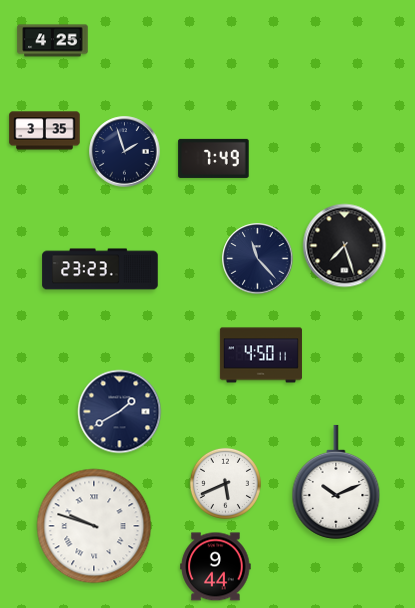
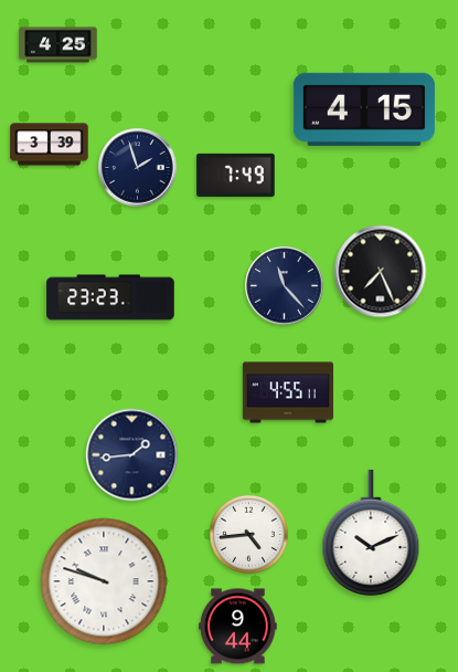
clock at (364, 109): none -> 4:15
clock at (45, 131): 3:35 -> 3:39
clock at (345, 246): 7:27 -> 7:26
clock at (261, 355): 4:50 -> 4:55
clock at (120, 412): 1:40 -> 1:44
clock at (225, 483): 5:41 -> 4:44
